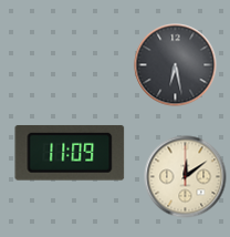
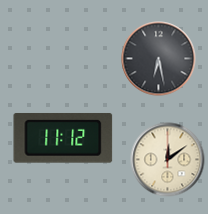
clock at (70, 153): 11:09 -> 11:12
